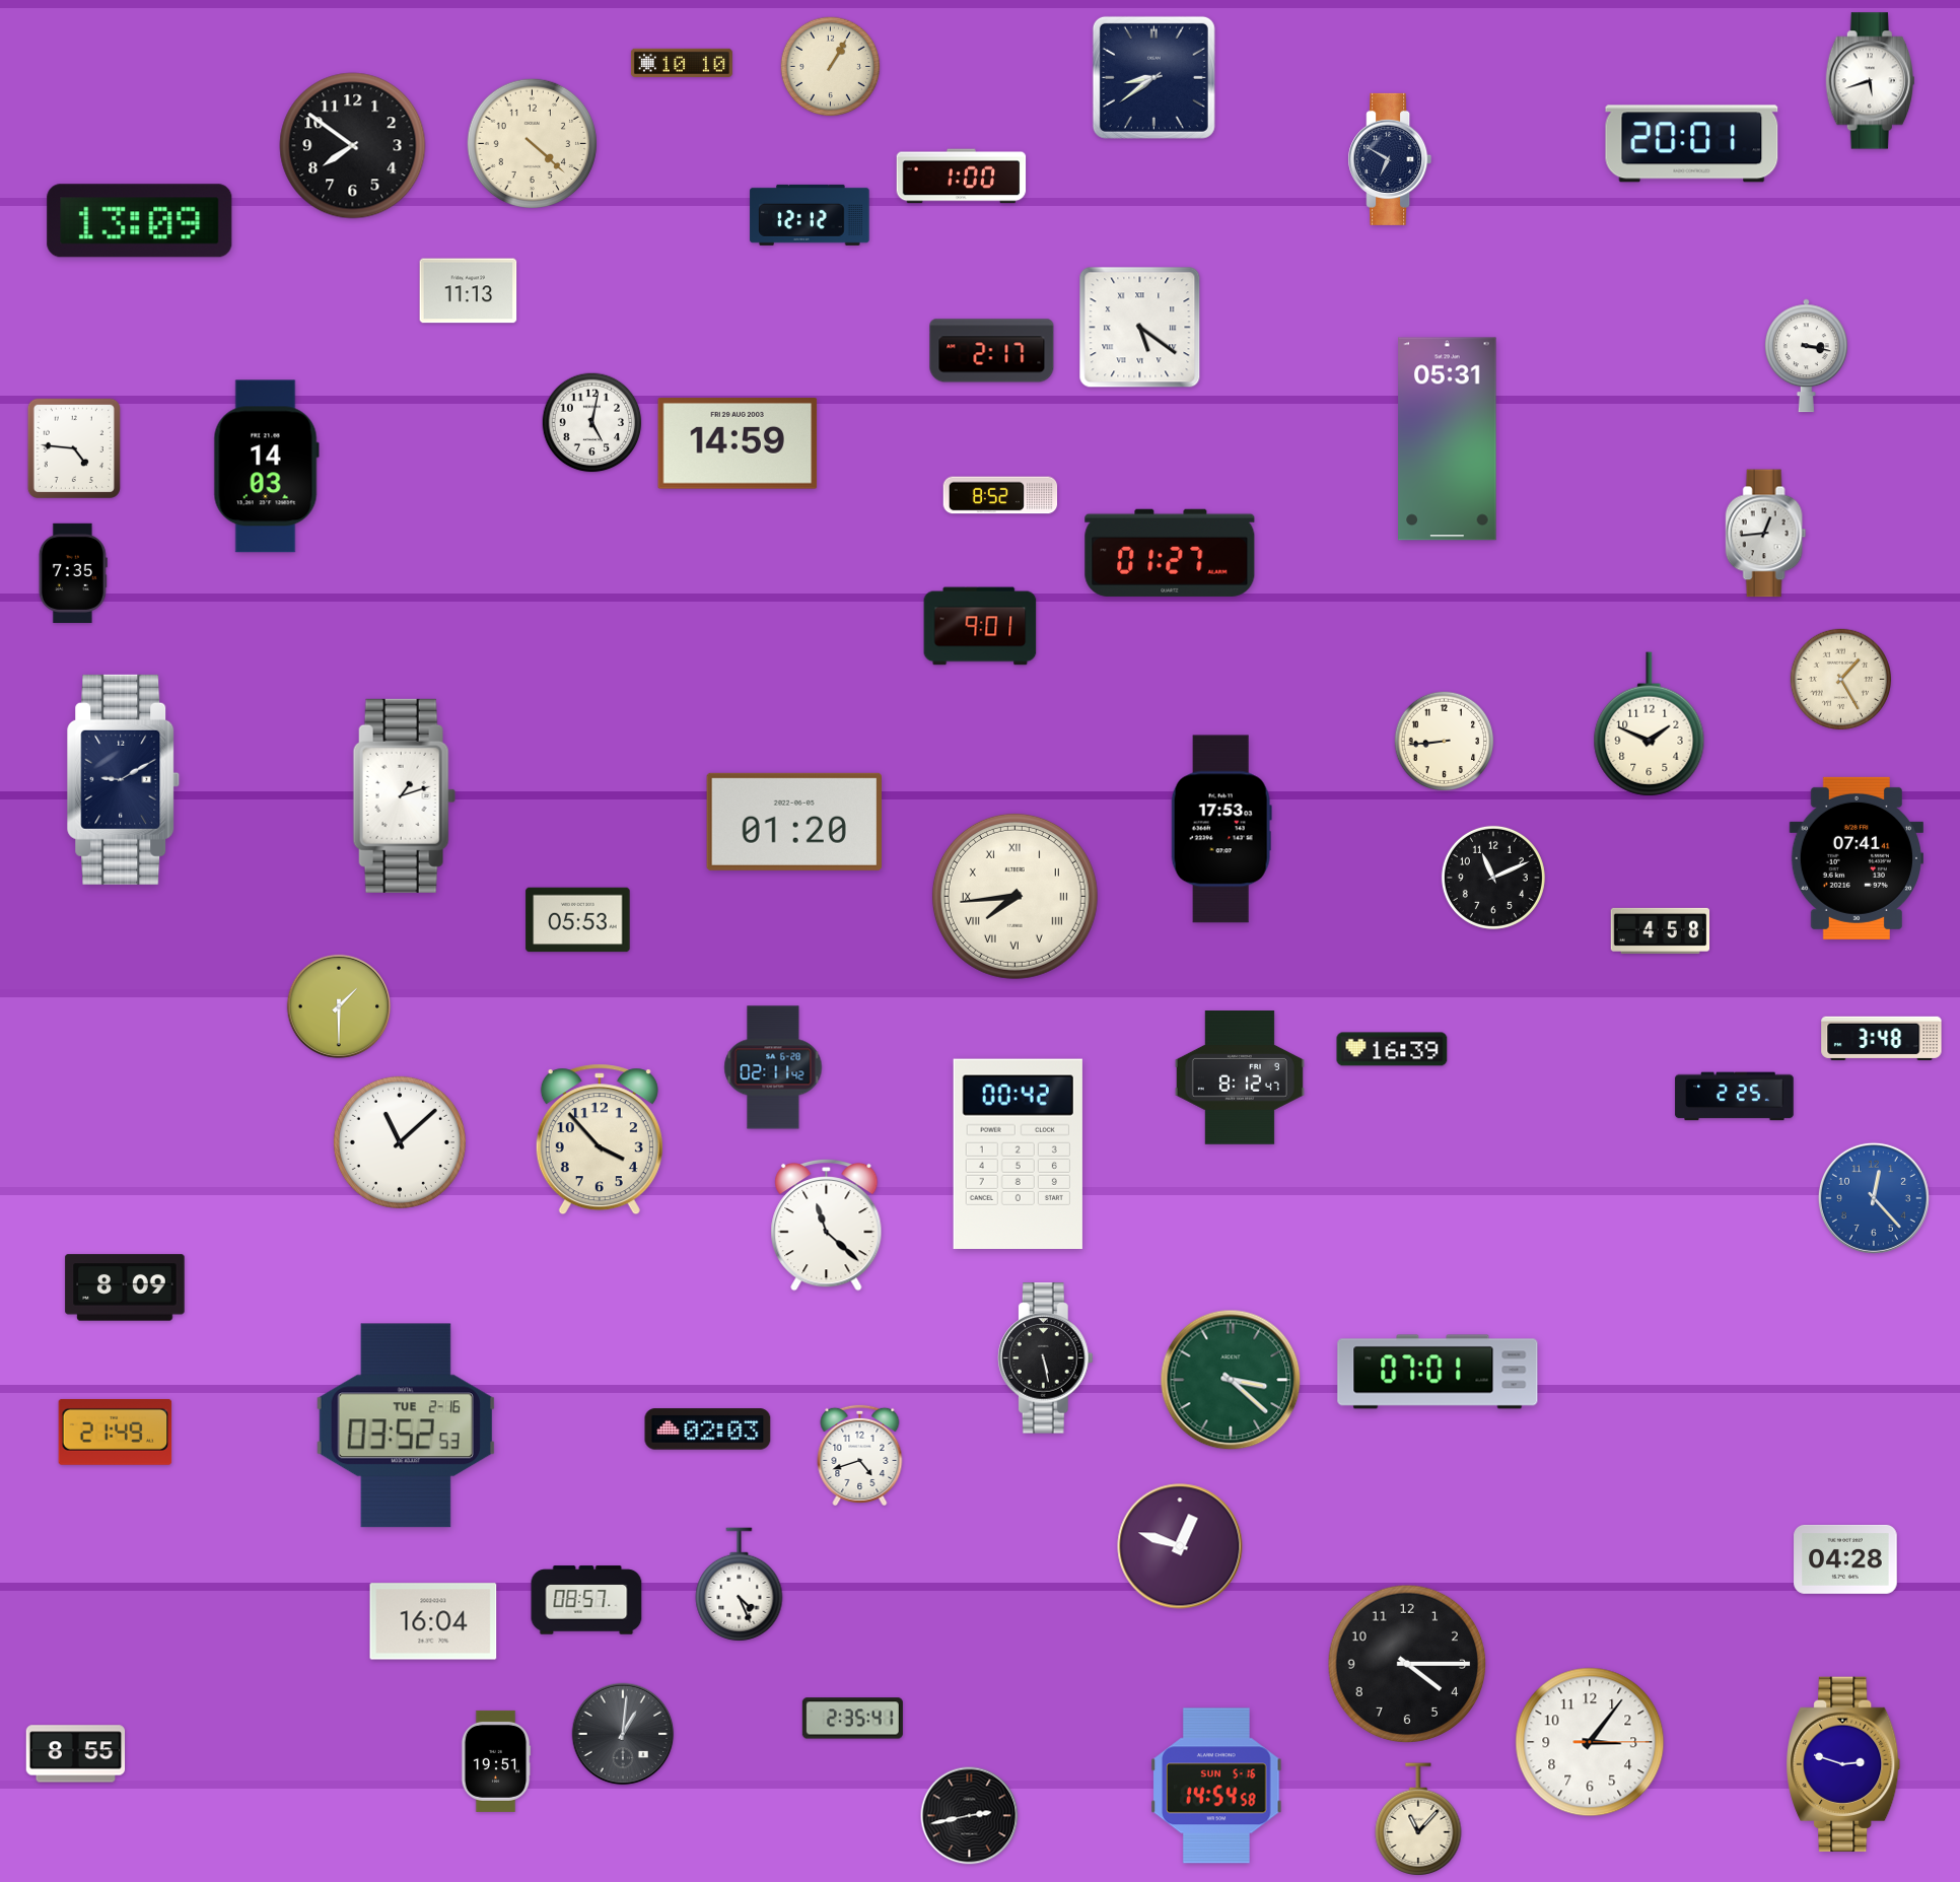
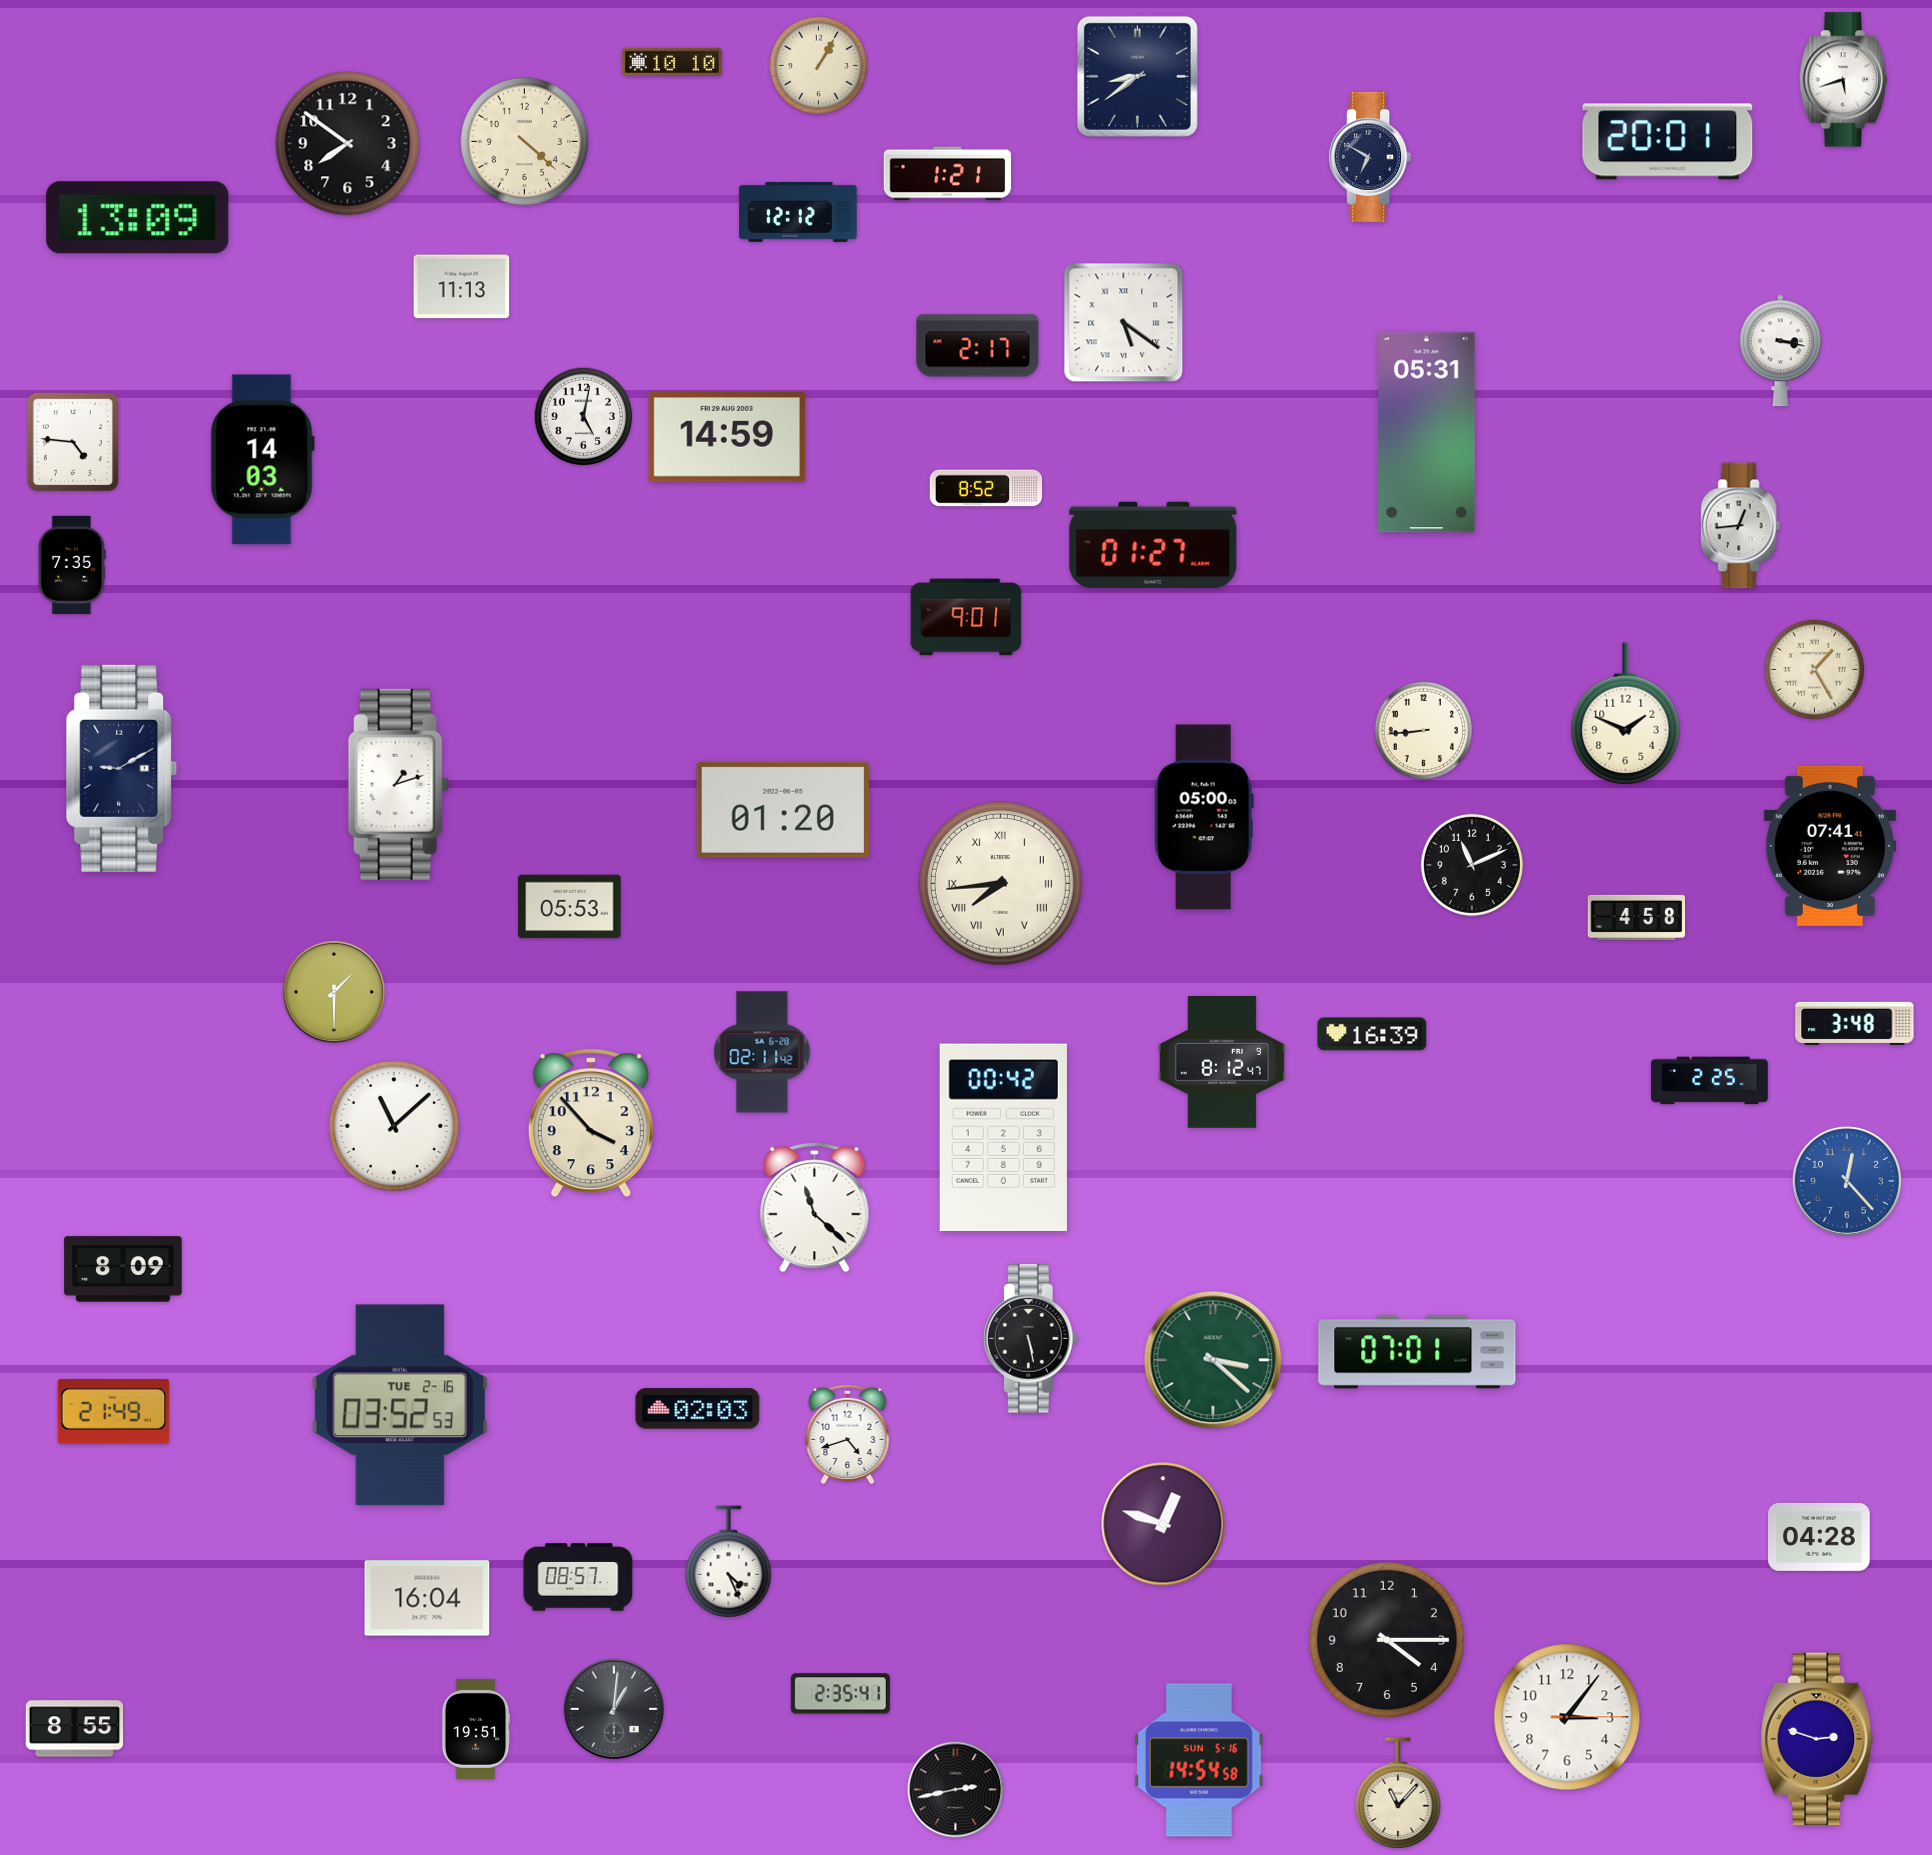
clock at (962, 177): 1:00 -> 1:21
clock at (1221, 829): 17:53 -> 05:00
clock at (496, 1761) position: (496, 1761) -> (476, 1729)
